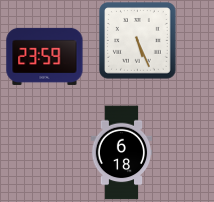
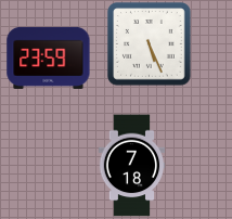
clock at (45, 56) position: (45, 56) -> (49, 57)
clock at (122, 153): 6:18 -> 7:18
